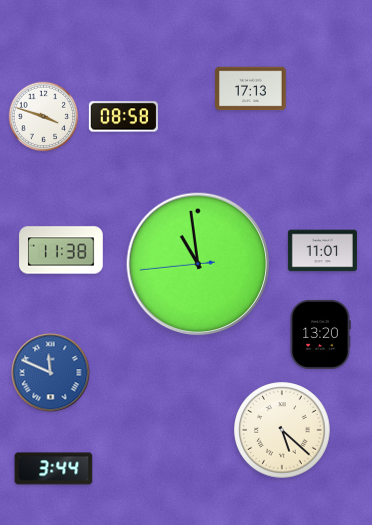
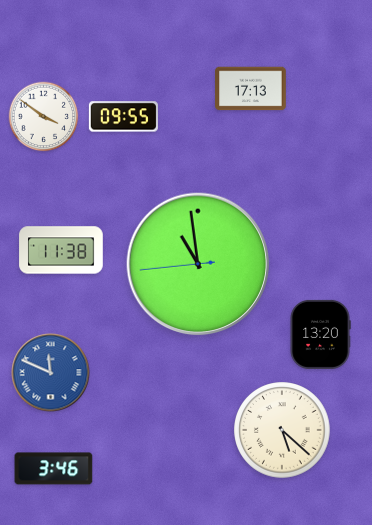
clock at (44, 117): 3:48 -> 3:51
clock at (123, 117): 08:58 -> 09:55
clock at (322, 251): 11:01 -> none
clock at (54, 469): 3:44 -> 3:46
